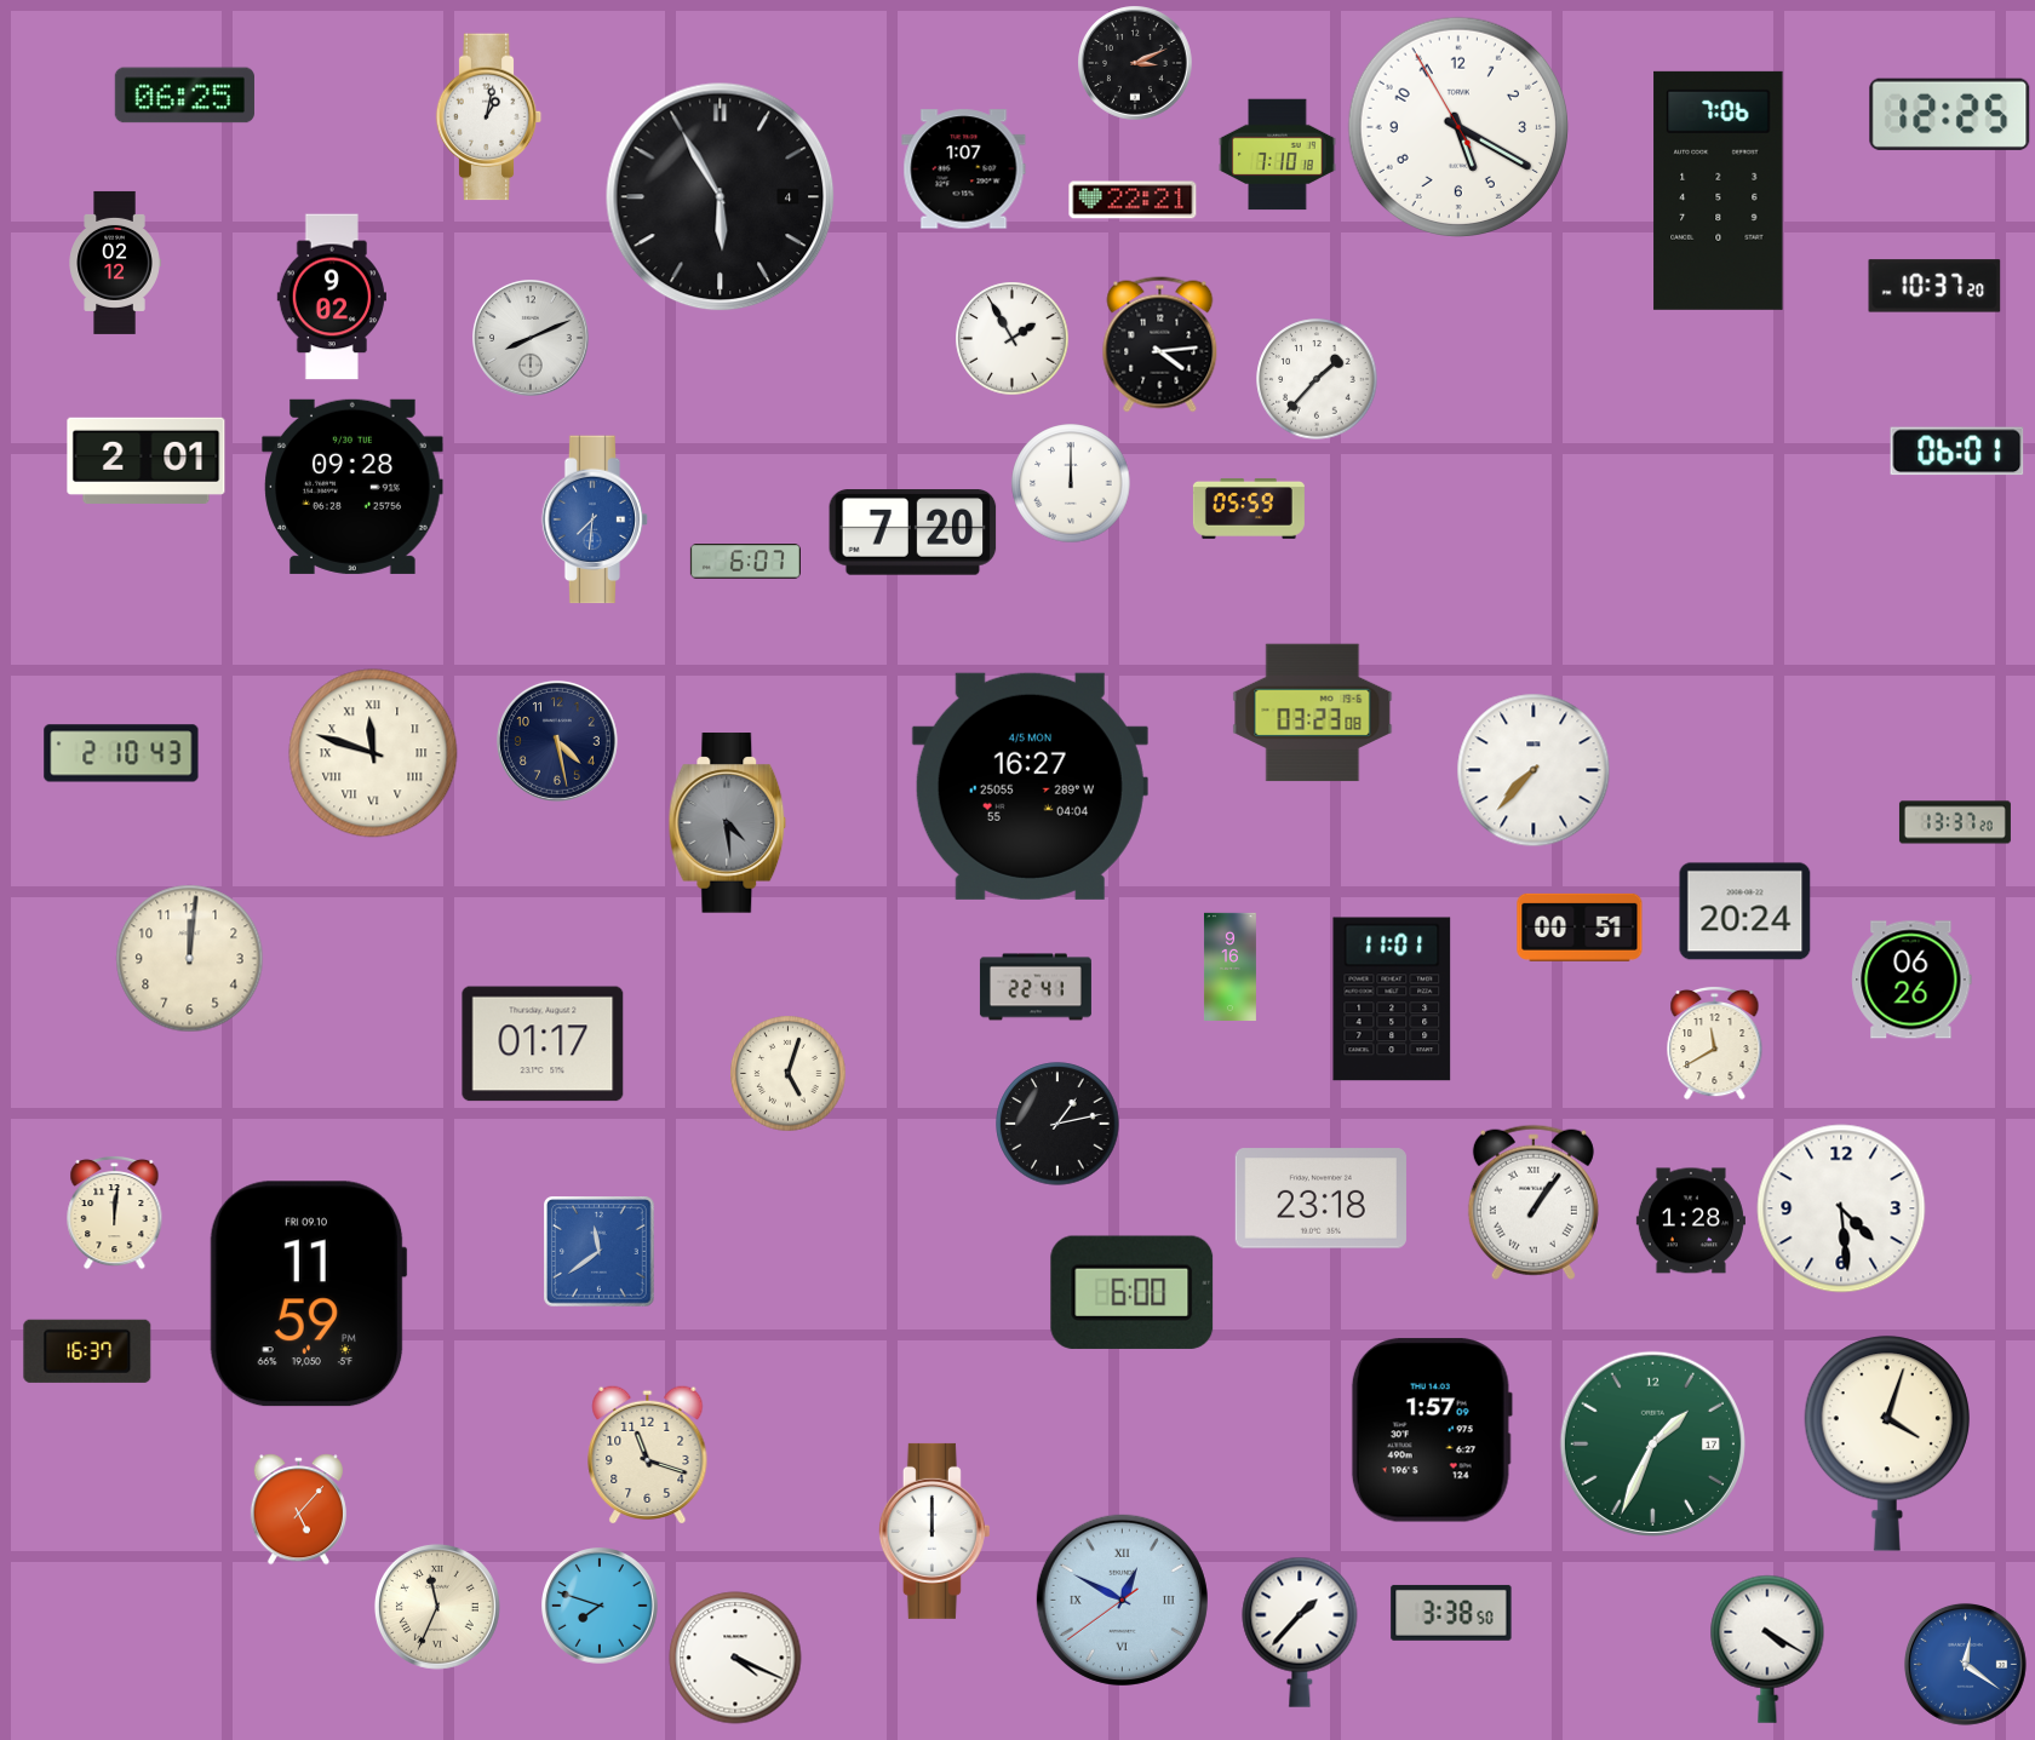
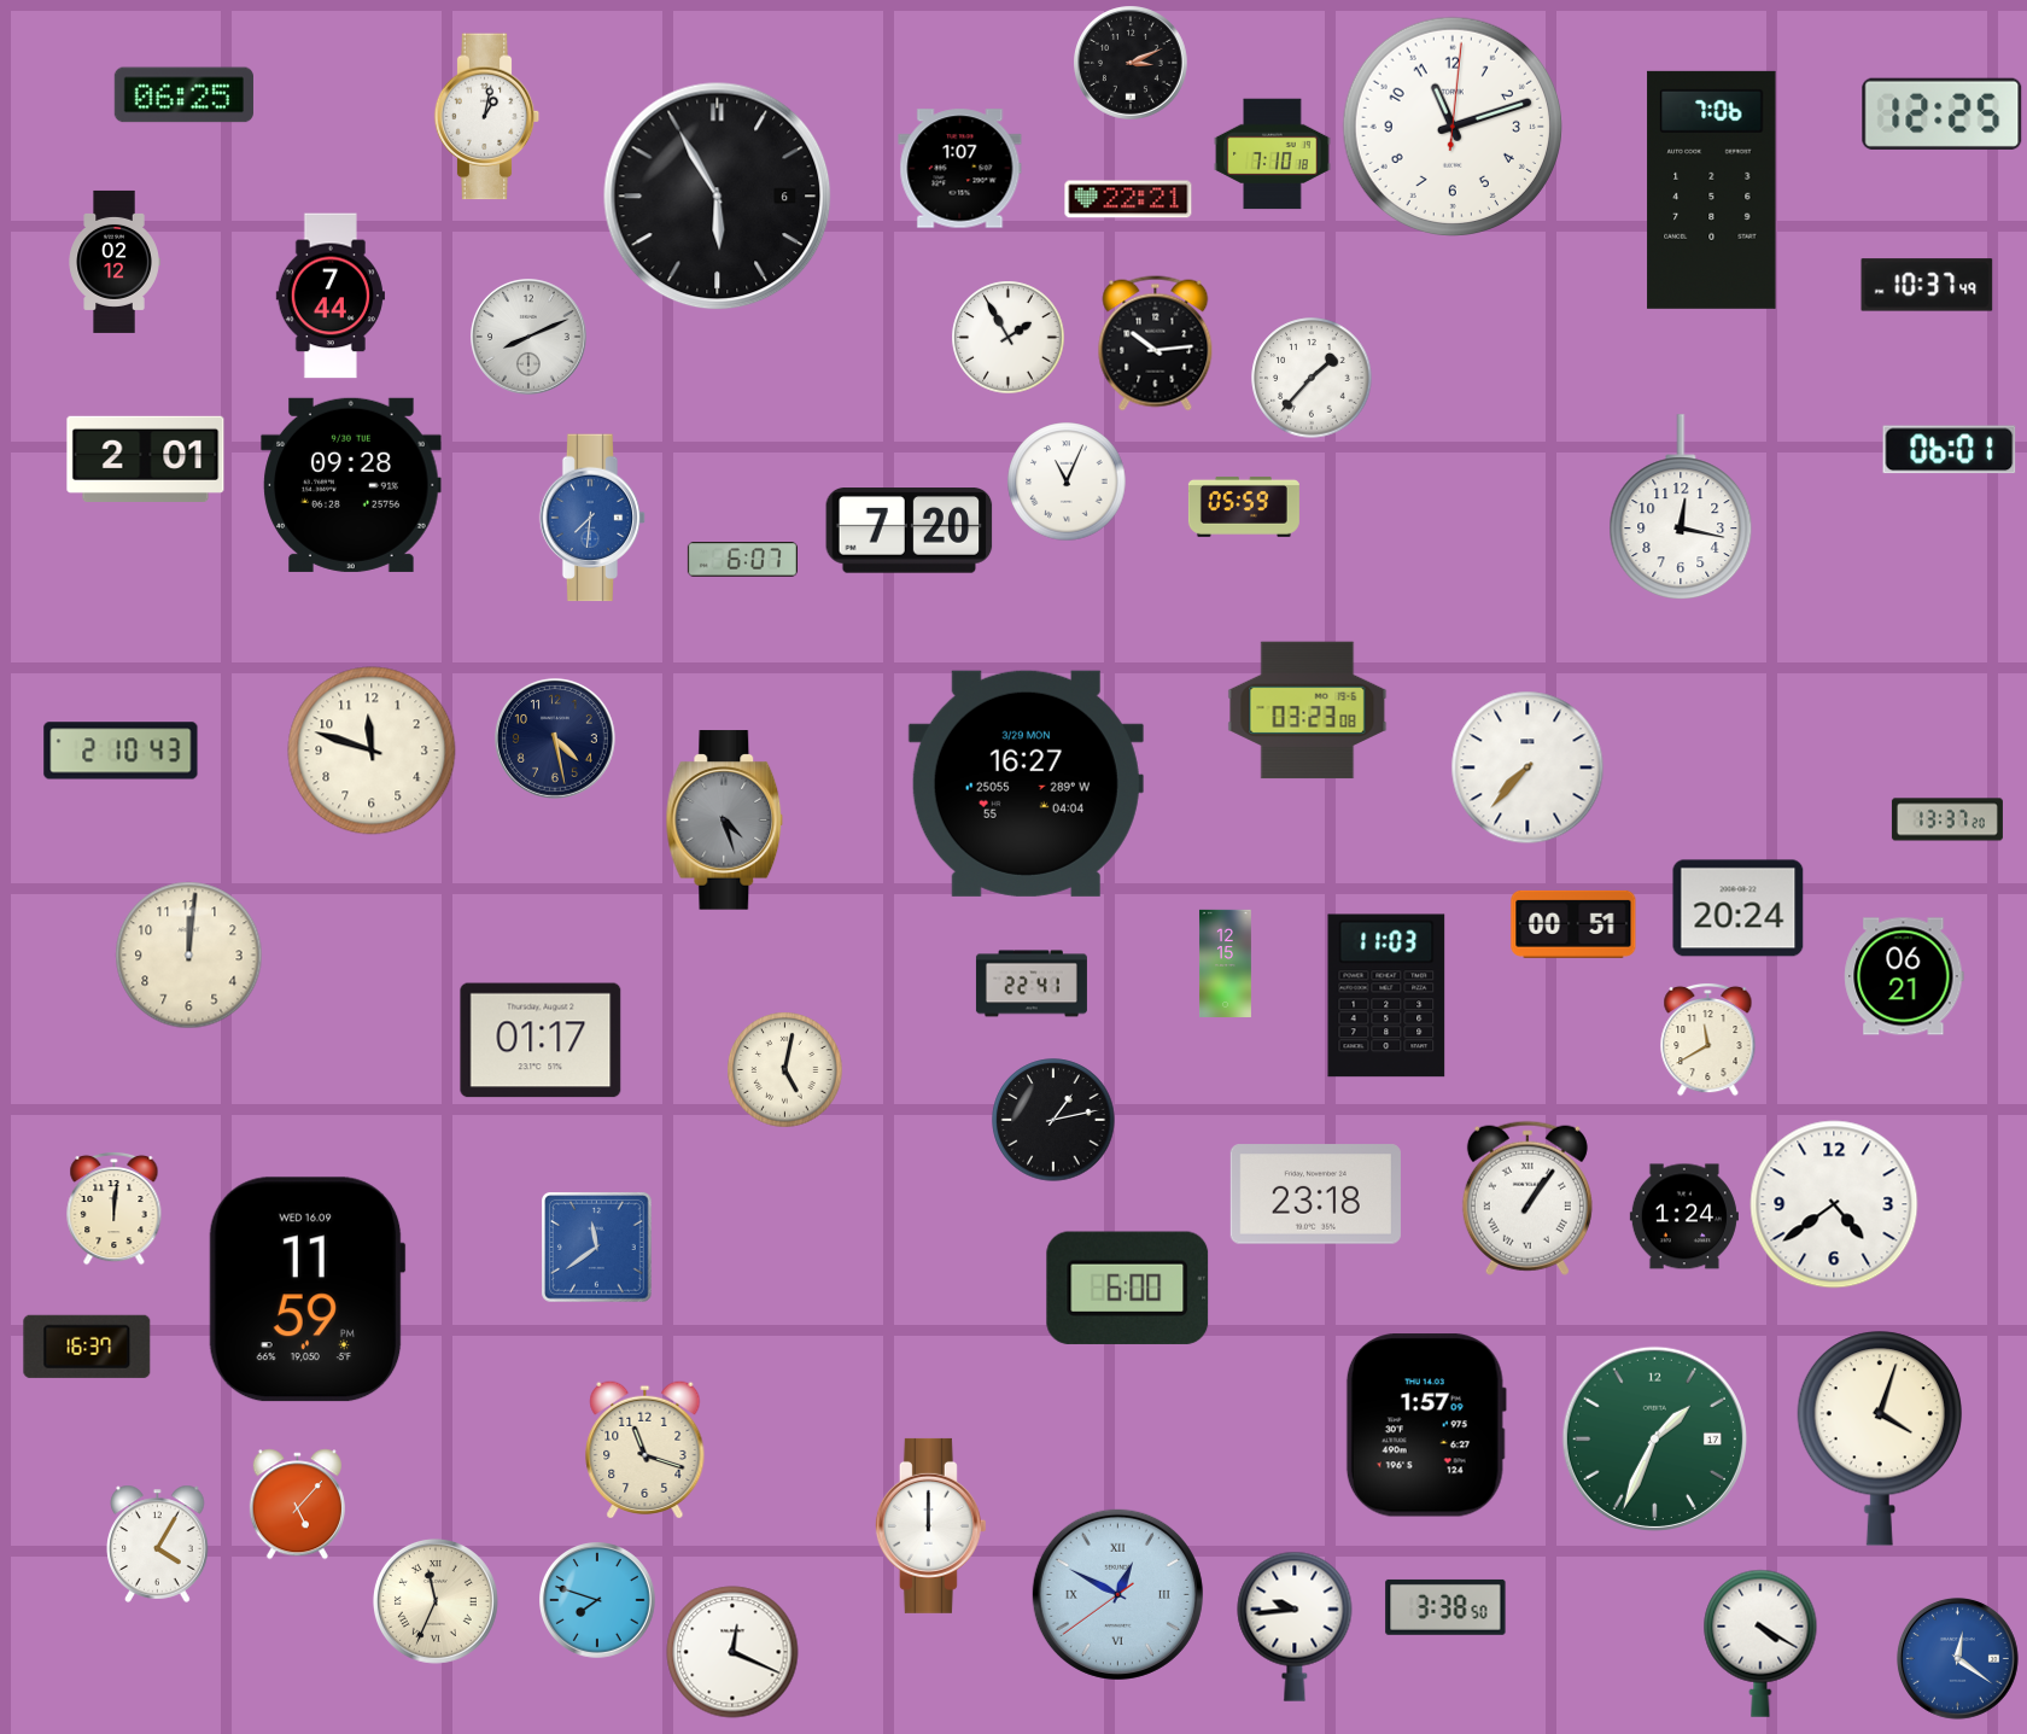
clock at (1457, 126): 5:19 -> 11:12
clock at (721, 197) date: 4 -> 6
clock at (1934, 286): 10:37:20 -> 10:37:49
clock at (332, 297): 9:02 -> 7:44
clock at (1160, 345): 4:14 -> 10:14
clock at (1071, 483): 12:00 -> 11:04
clock at (1681, 508): none -> 12:17
clock at (373, 753) numerals: Roman -> Arabic
clock at (1030, 786) date: 4/5 MON -> 3/29 MON
clock at (728, 823): 4:29 -> 4:27
clock at (1229, 967): 9:16 -> 12:15
clock at (1911, 980): 06:26 -> 06:21
clock at (1392, 999): 11:01 -> 11:03
clock at (789, 1074): 5:03 -> 5:02
clock at (1841, 1208): 4:29 -> 4:39
clock at (1691, 1221): 1:28 -> 1:24
clock at (308, 1294) date: FRI 09.10 -> WED 16.09
clock at (1652, 1443) position: (1652, 1443) -> (1654, 1438)
clock at (158, 1543): none -> 4:05
clock at (1300, 1632): 1:37 -> 9:44
clock at (735, 1658): 4:19 -> 12:19
